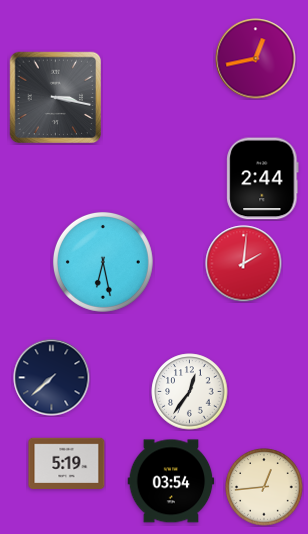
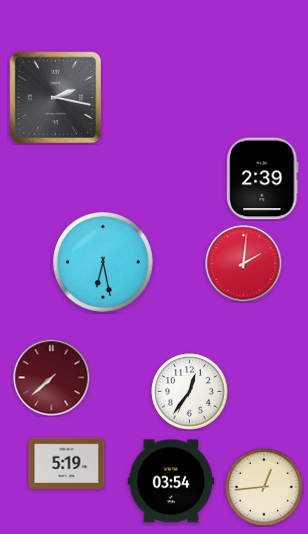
clock at (256, 59): 12:43 -> none
clock at (56, 98): 3:17 -> 2:17
clock at (263, 179): 2:44 -> 2:39
clock at (52, 378) dial: navy -> burgundy
